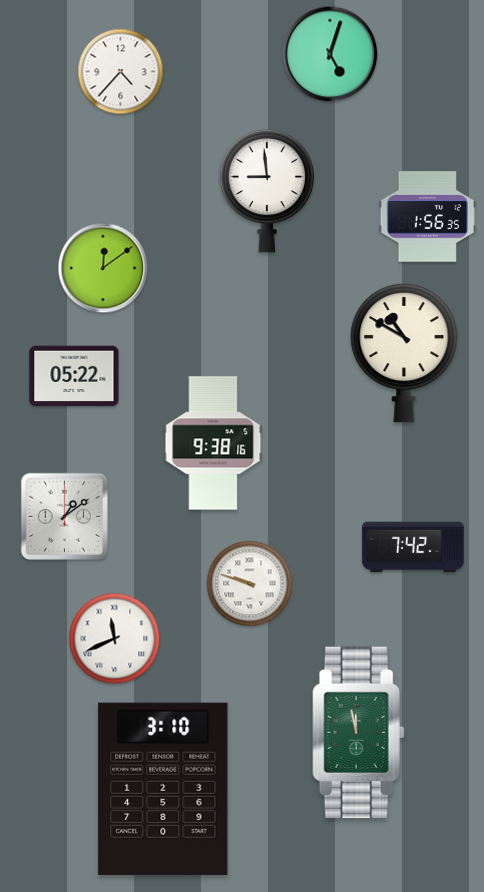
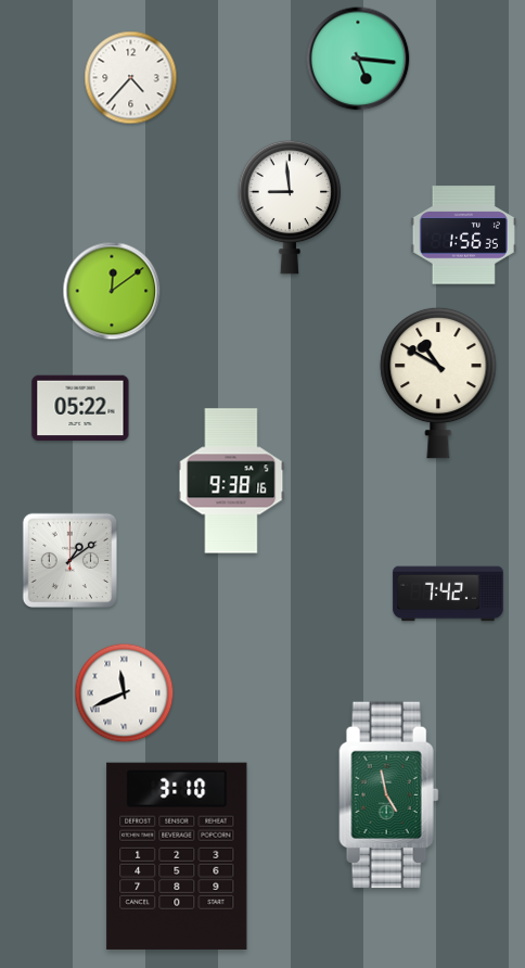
clock at (330, 54): 5:03 -> 5:16
clock at (250, 584): 9:48 -> none
clock at (359, 733): 11:58 -> 4:58
